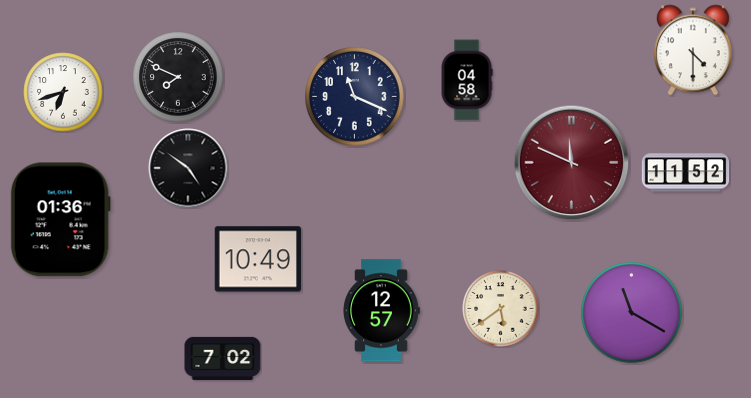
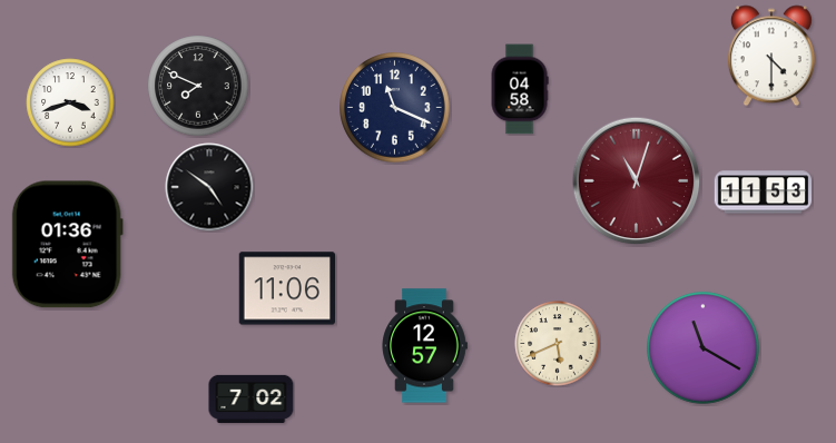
clock at (63, 92): 6:42 -> 3:42
clock at (572, 163): 11:49 -> 11:03
clock at (686, 173): 11:52 -> 11:53
clock at (258, 259): 10:49 -> 11:06
clock at (501, 309): 5:39 -> 5:41
clock at (223, 358) position: (223, 358) -> (252, 398)
